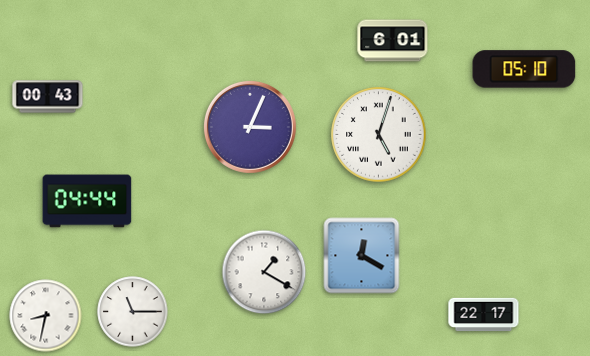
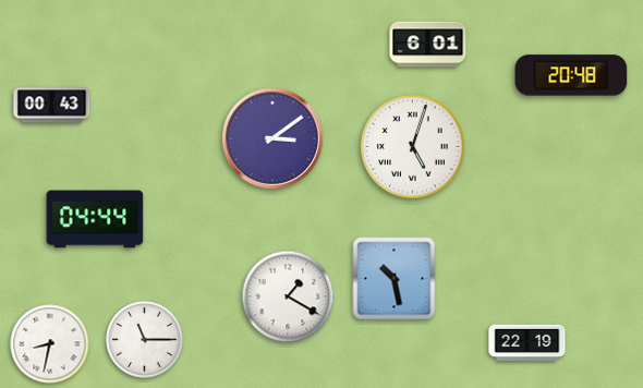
clock at (524, 69): 05:10 -> 20:48
clock at (250, 127): 3:04 -> 3:09
clock at (362, 256): 12:20 -> 10:28
clock at (484, 315): 22:17 -> 22:19
